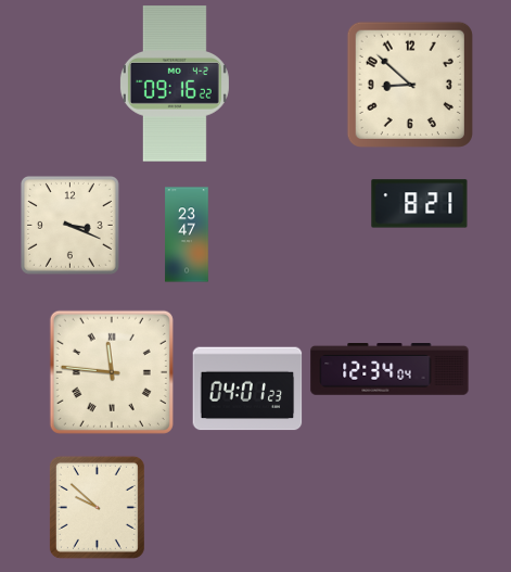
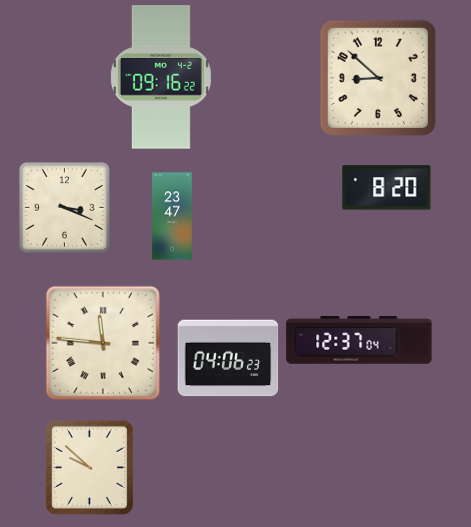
clock at (420, 204): 8:21 -> 8:20
clock at (389, 370): 12:34 -> 12:37
clock at (247, 389): 04:01 -> 04:06
